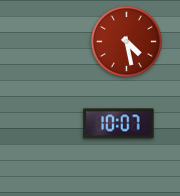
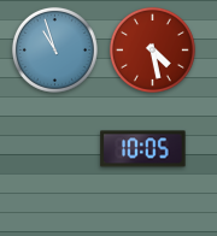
clock at (54, 49): none -> 10:57
clock at (119, 124): 10:07 -> 10:05
